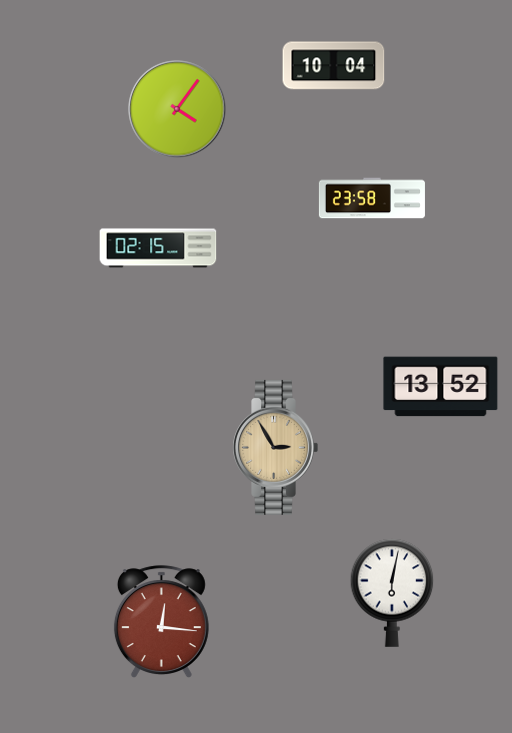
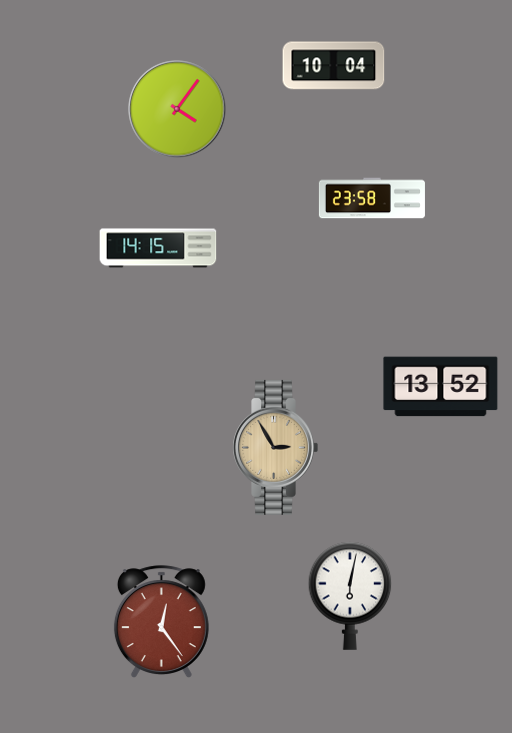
clock at (158, 248): 02:15 -> 14:15
clock at (392, 593) position: (392, 593) -> (350, 596)
clock at (161, 621): 12:16 -> 12:24
